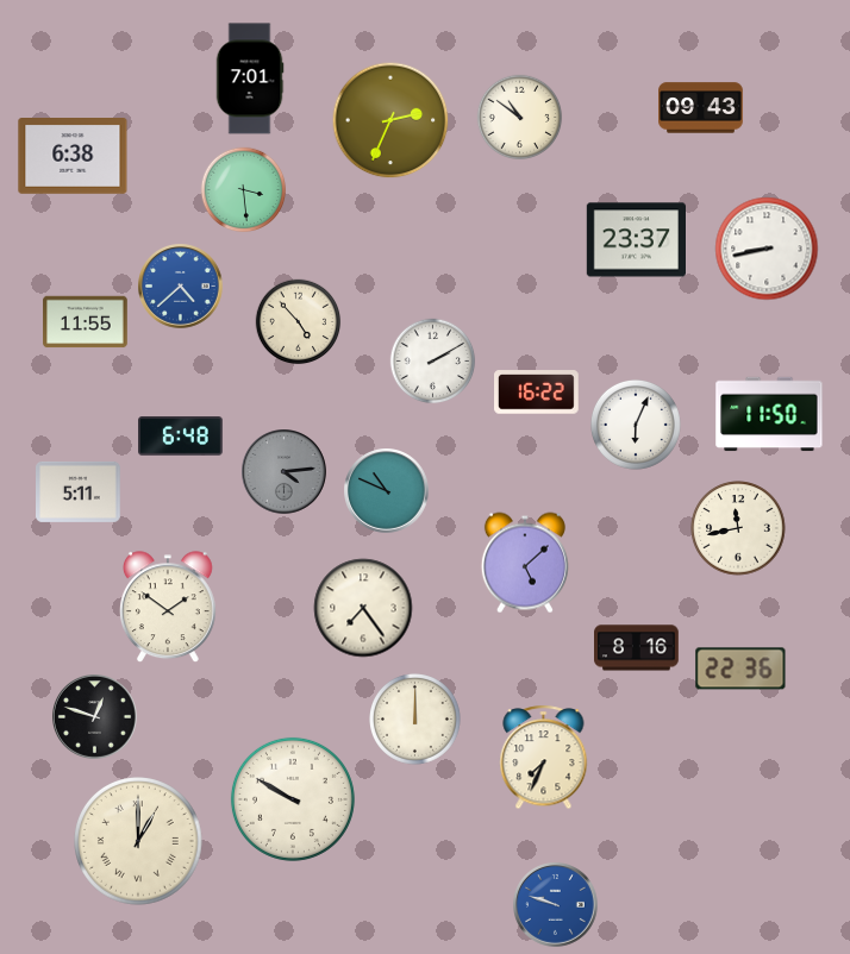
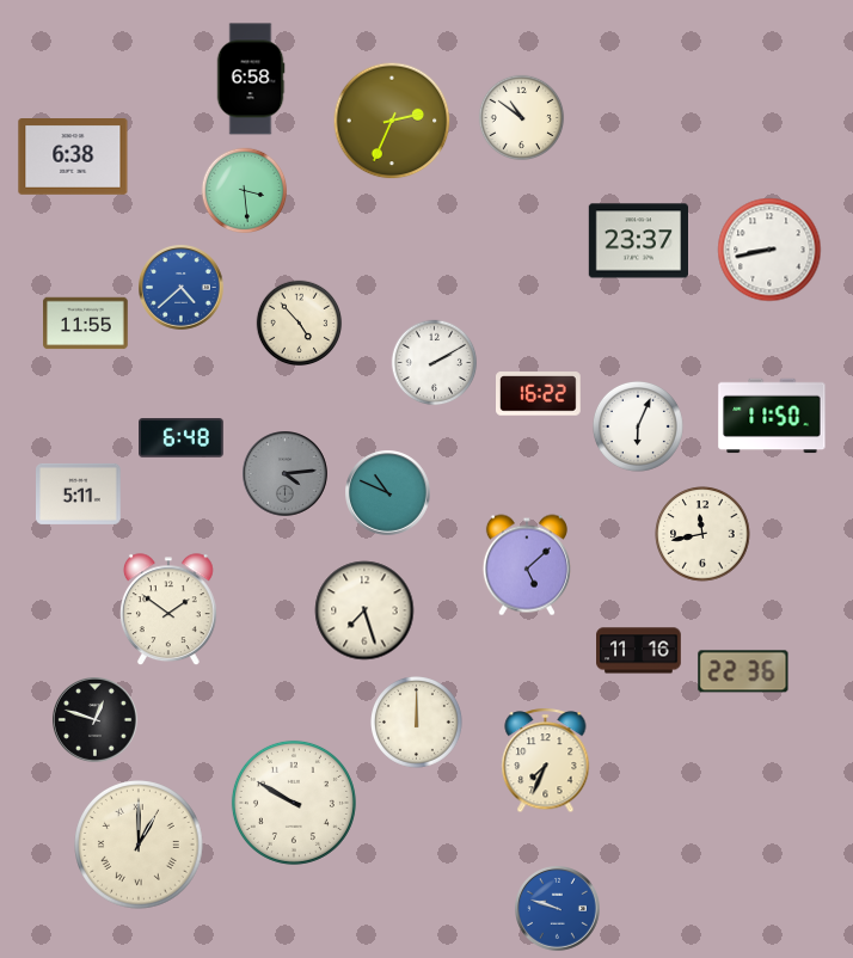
clock at (250, 79): 7:01 -> 6:58
clock at (701, 108): 09:43 -> none
clock at (738, 528) position: (738, 528) -> (702, 534)
clock at (363, 608): 7:24 -> 7:27
clock at (637, 648): 8:16 -> 11:16
